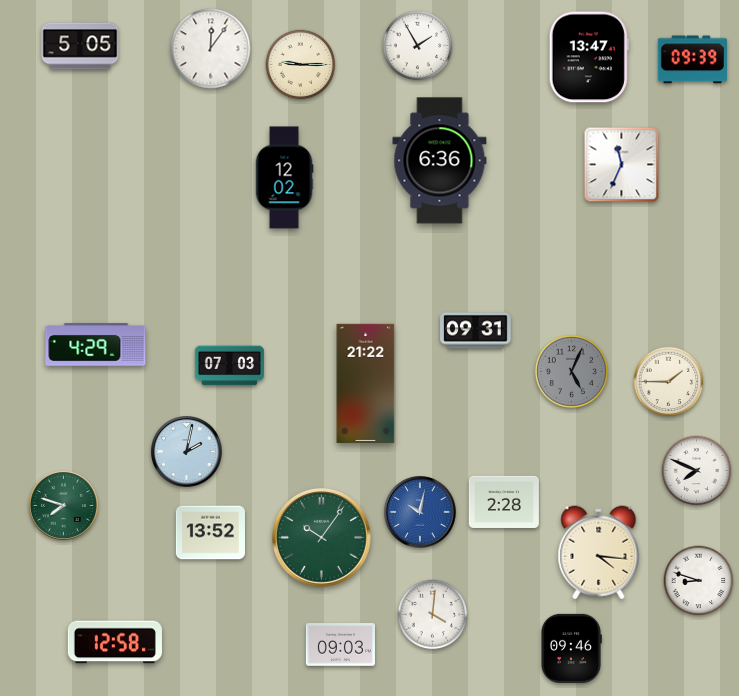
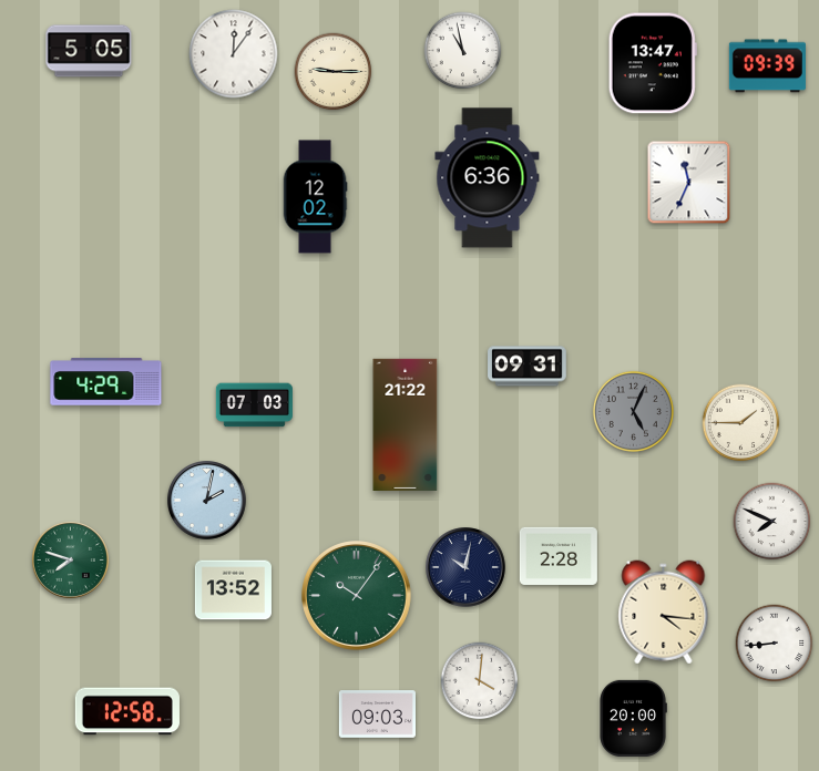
clock at (418, 46): 1:55 -> 10:58
clock at (420, 512) dial: blue -> navy
clock at (699, 581): 8:48 -> 8:44
clock at (571, 648): 09:46 -> 20:00
